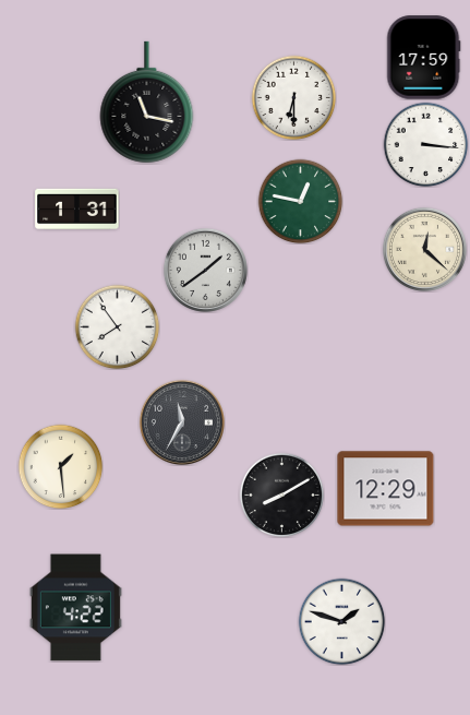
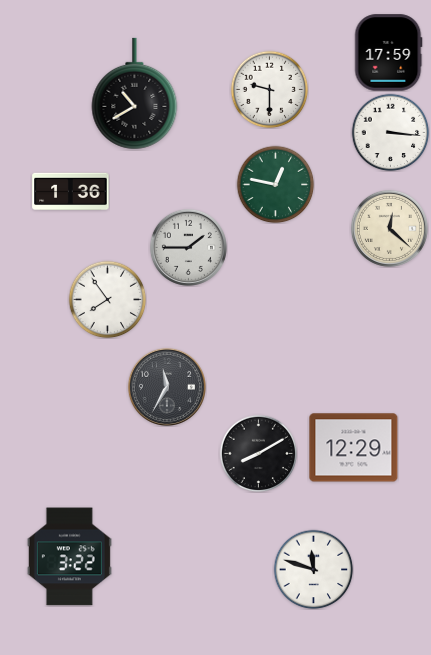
clock at (293, 97): 6:30 -> 9:30
clock at (147, 103): 11:17 -> 10:40
clock at (77, 210): 1:31 -> 1:36
clock at (205, 270): 1:39 -> 1:45
clock at (60, 466): 1:29 -> none
clock at (75, 608): 4:22 -> 3:22
clock at (341, 621): 1:48 -> 11:48
